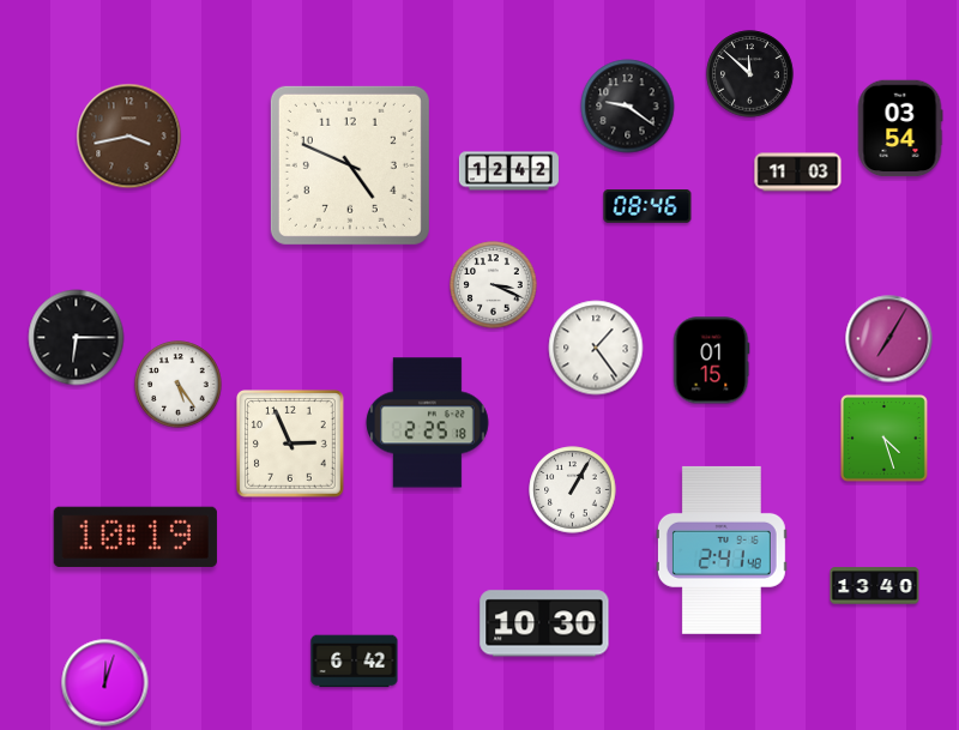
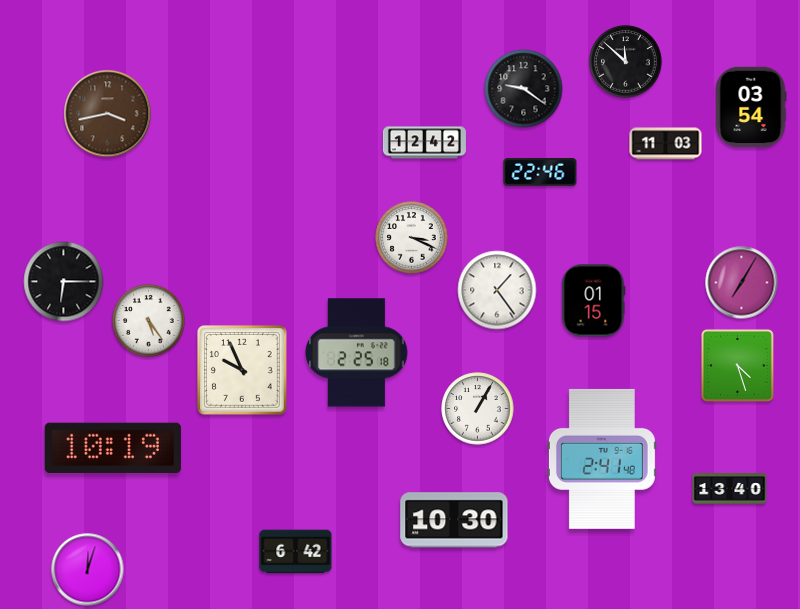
clock at (350, 165): 4:49 -> none
clock at (647, 207): 08:46 -> 22:46
clock at (291, 445): 2:56 -> 9:56
